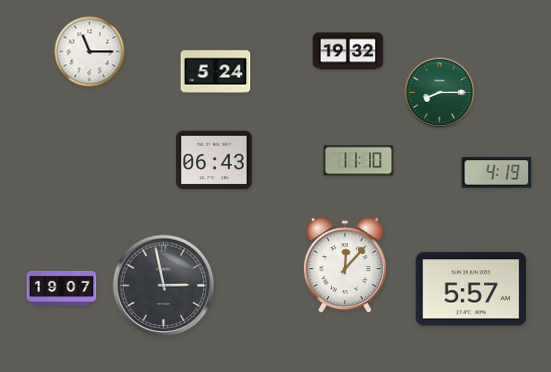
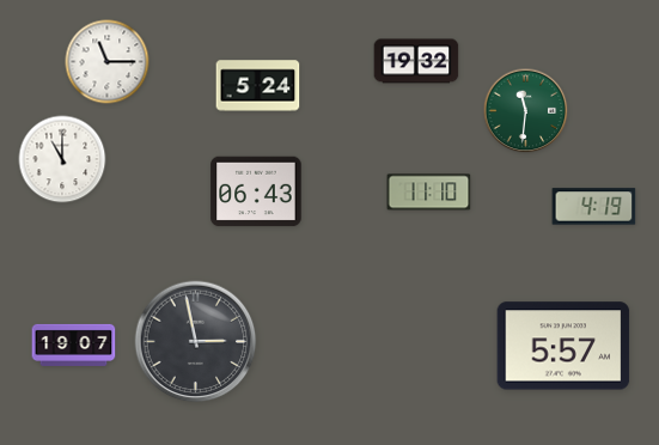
clock at (440, 93): 8:15 -> 11:31
clock at (62, 159): none -> 11:00
clock at (345, 266): 12:07 -> none
